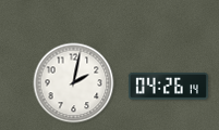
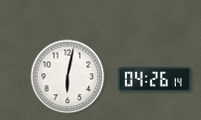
clock at (74, 83): 2:02 -> 6:02
